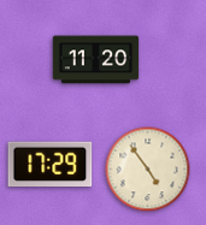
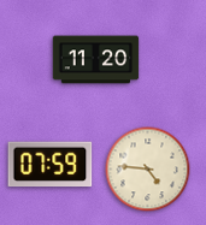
clock at (51, 165): 17:29 -> 07:59
clock at (148, 170): 4:54 -> 4:46
